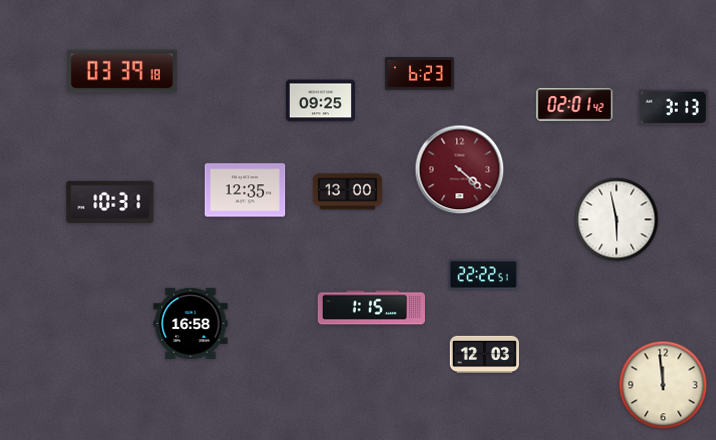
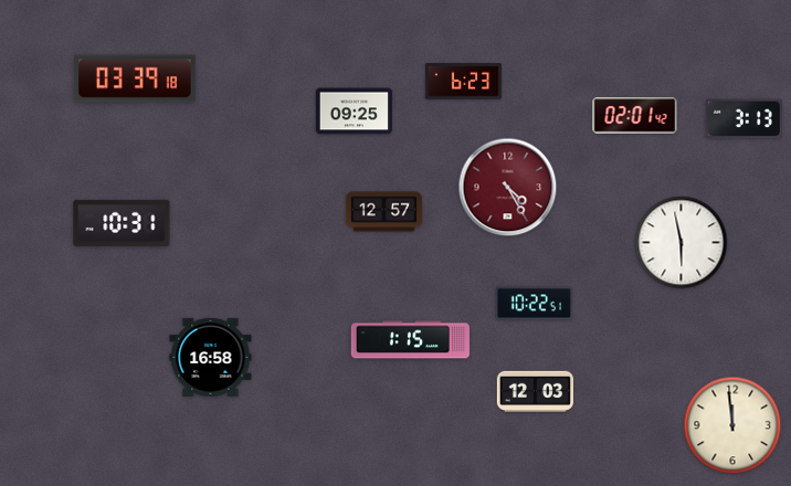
clock at (460, 170): 4:22 -> 4:25
clock at (245, 190): 12:35 -> none
clock at (347, 192): 13:00 -> 12:57
clock at (483, 275): 22:22 -> 10:22
